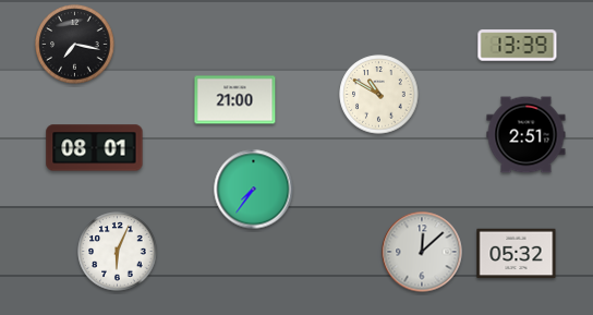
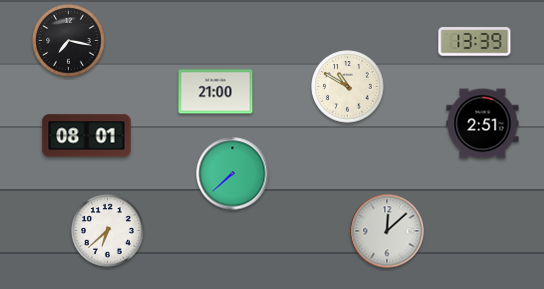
clock at (254, 190): 7:36 -> 7:38
clock at (118, 252): 6:04 -> 6:38
clock at (517, 254): 05:32 -> none
